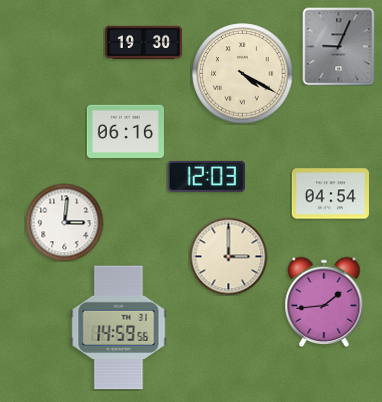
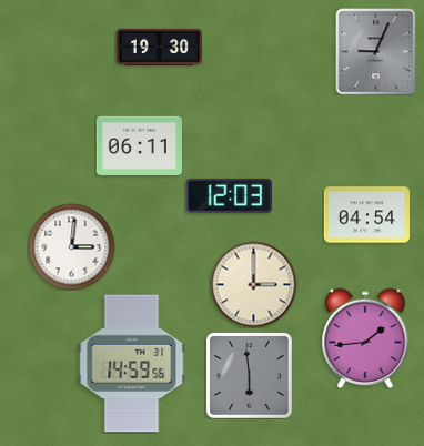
clock at (243, 74): 4:20 -> none
clock at (125, 131): 06:16 -> 06:11
clock at (324, 301) position: (324, 301) -> (365, 337)
clock at (249, 375): none -> 5:59
